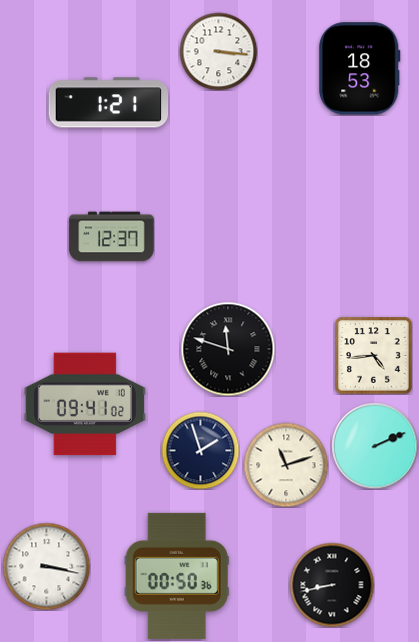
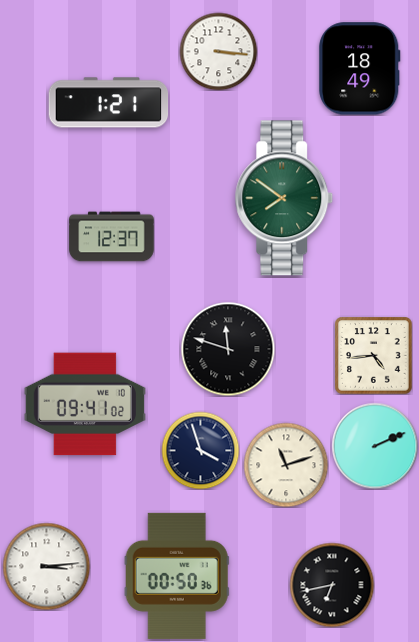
clock at (360, 69): 18:53 -> 18:49
clock at (284, 198): none -> 7:51
clock at (200, 450): 1:57 -> 3:57
clock at (46, 566): 3:17 -> 3:14
clock at (332, 585): 8:43 -> 6:43
